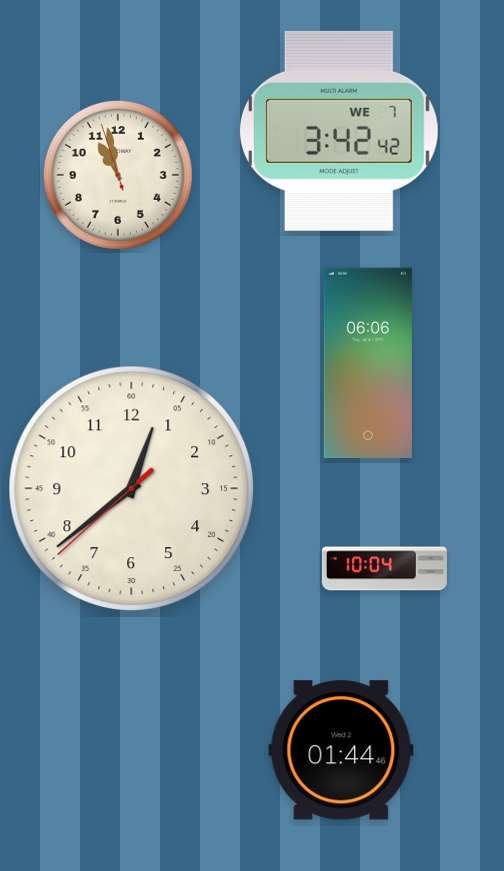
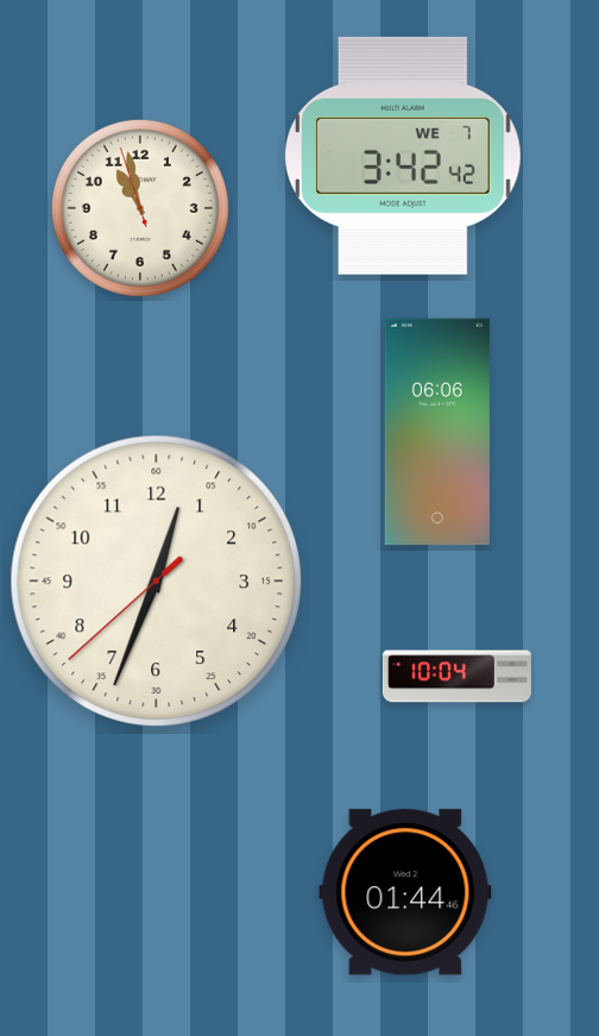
clock at (132, 489): 12:38 -> 12:33
